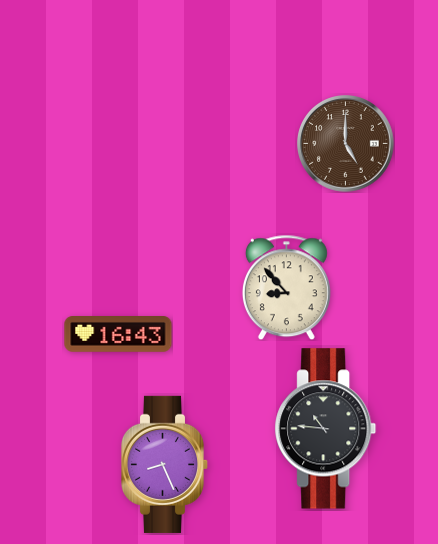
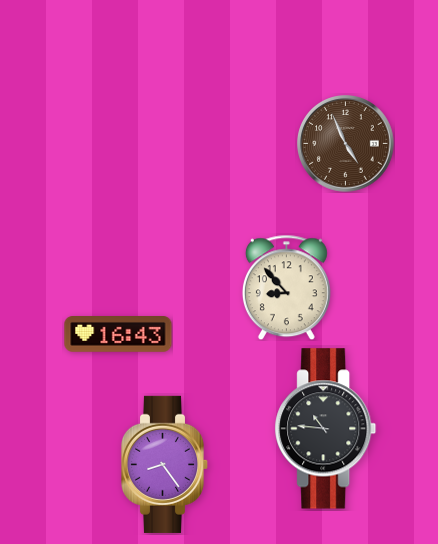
clock at (346, 144): 5:00 -> 4:56
clock at (165, 464): 8:26 -> 8:24
